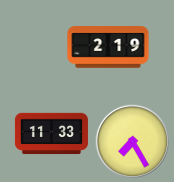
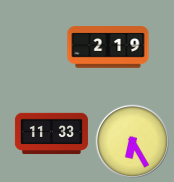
clock at (133, 142): 7:25 -> 6:25
